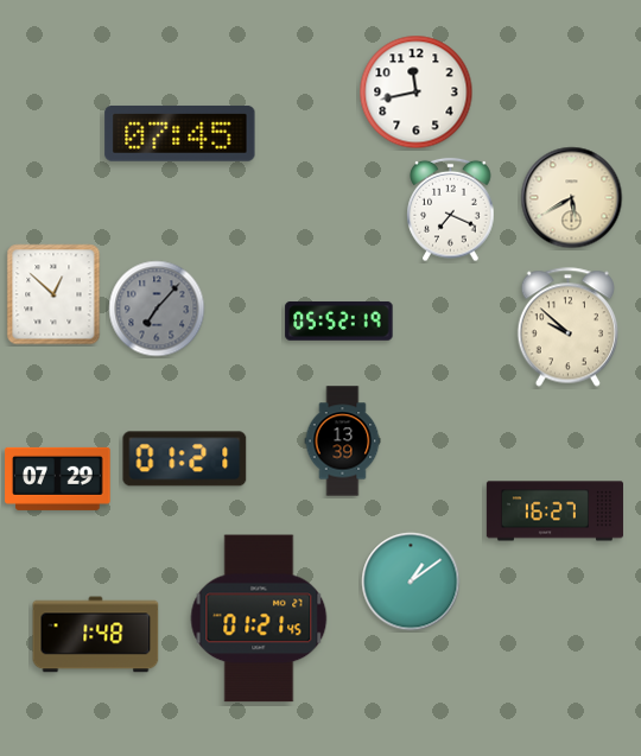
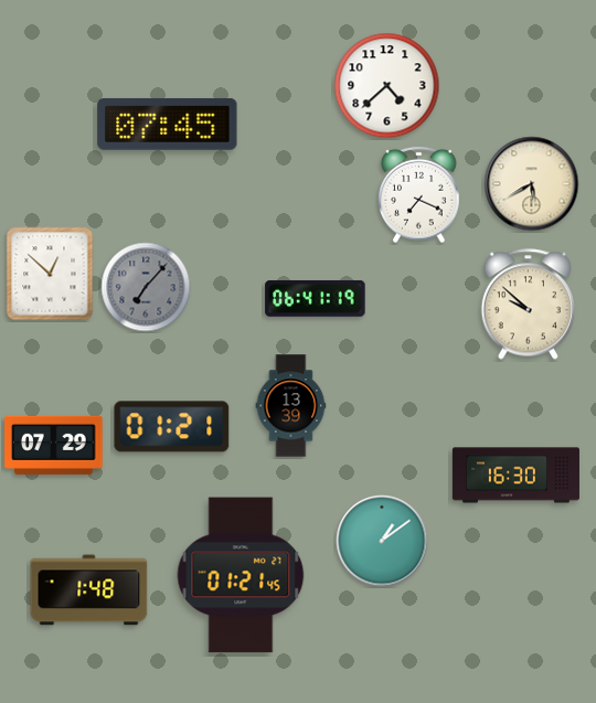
clock at (417, 93): 11:43 -> 4:38
clock at (339, 320): 05:52 -> 06:41
clock at (343, 441) position: (343, 441) -> (291, 406)
clock at (554, 512): 16:27 -> 16:30
